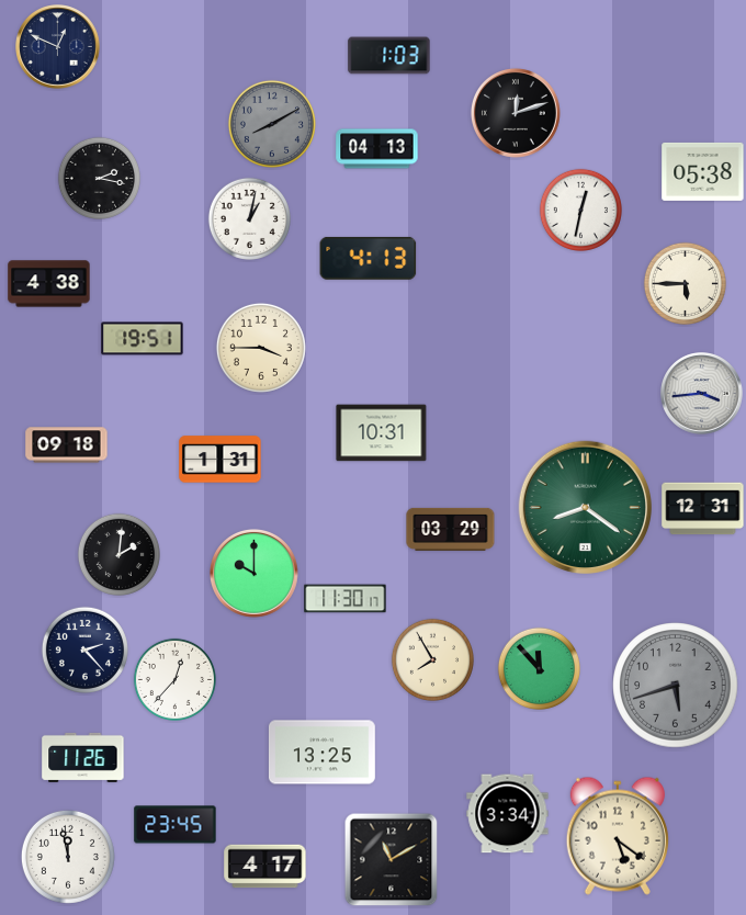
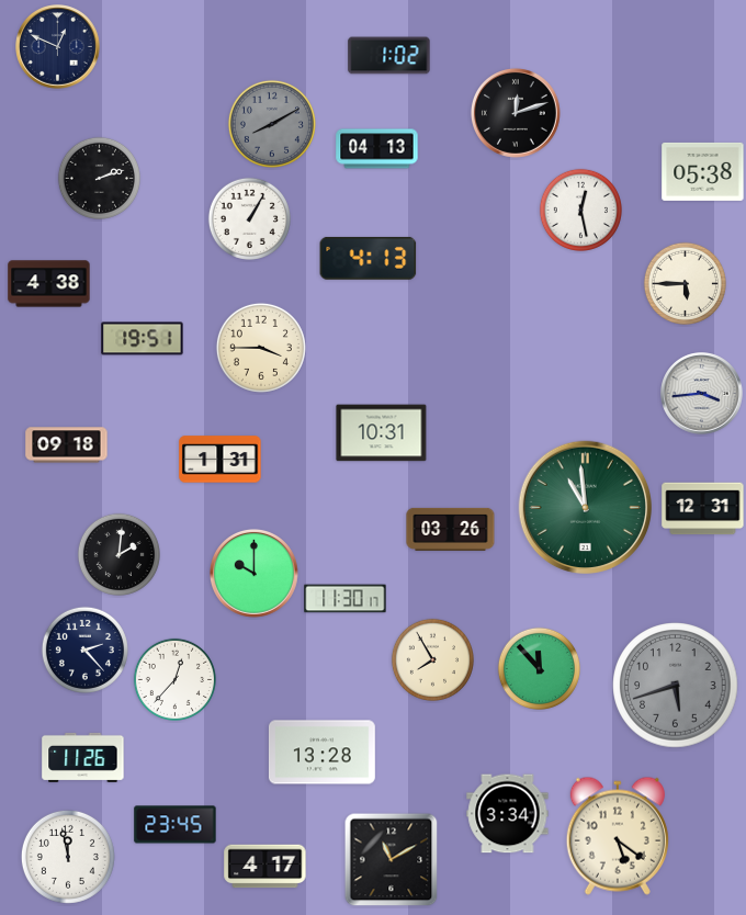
clock at (389, 56): 1:03 -> 1:02
clock at (99, 178): 2:17 -> 2:12
clock at (580, 210): 12:32 -> 12:28
clock at (249, 218): 1:02 -> 1:05
clock at (585, 507): 8:21 -> 10:59
clock at (451, 529): 03:29 -> 03:26
clock at (321, 753): 13:25 -> 13:28
